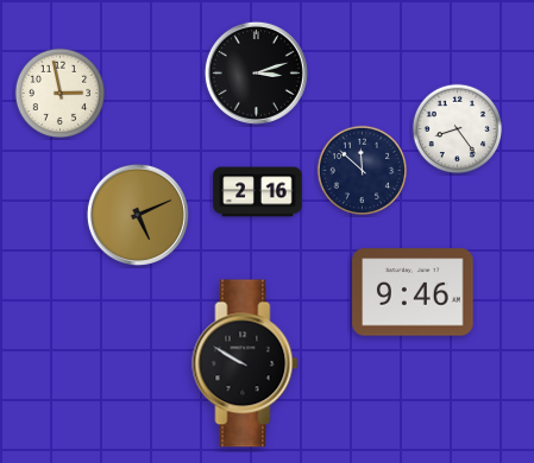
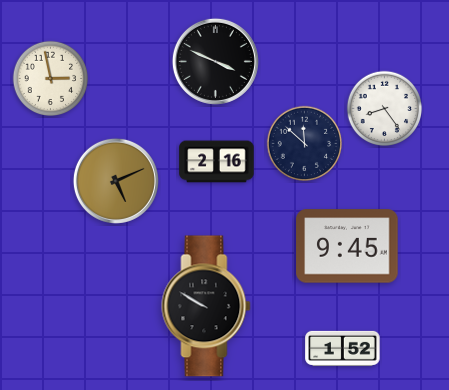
clock at (256, 72): 3:12 -> 3:49
clock at (413, 292): 9:46 -> 9:45
clock at (343, 348): none -> 1:52
